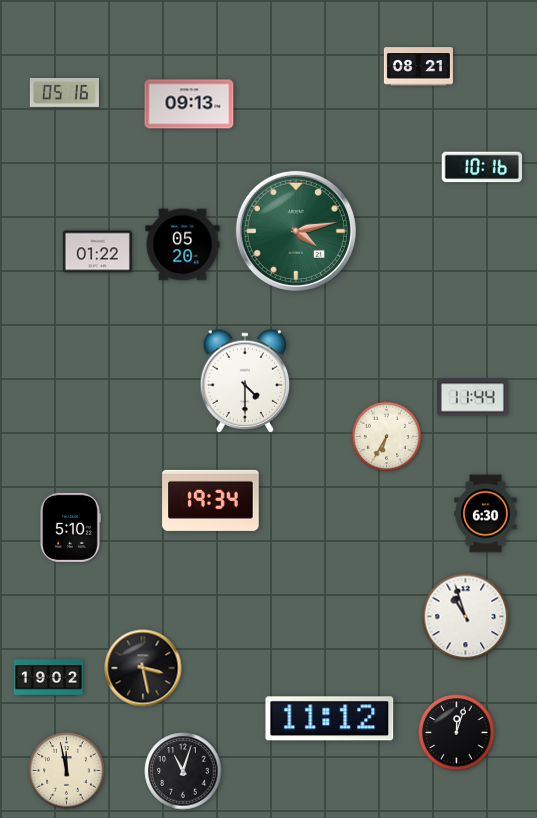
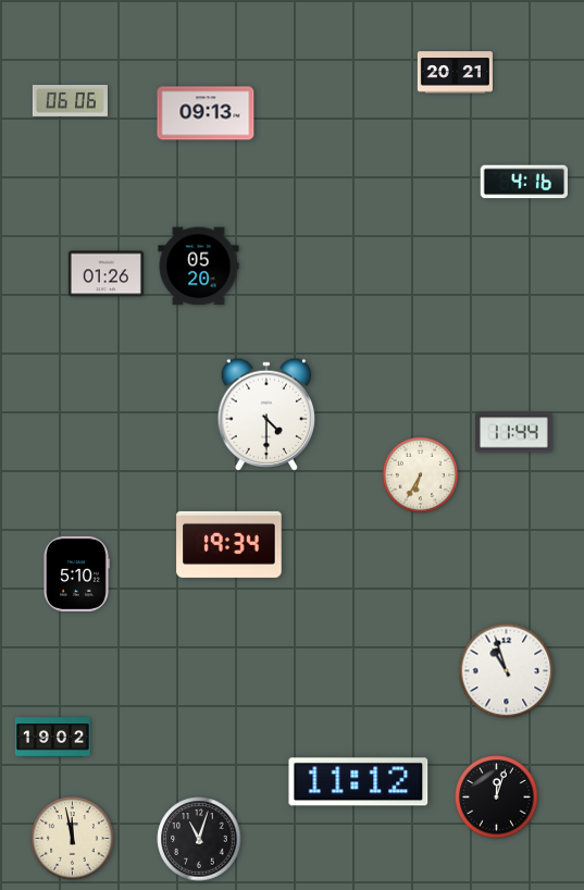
clock at (418, 67): 08:21 -> 20:21
clock at (64, 92): 05:16 -> 06:06
clock at (481, 167): 10:16 -> 4:16
clock at (296, 231): 4:13 -> none
clock at (97, 252): 01:22 -> 01:26
clock at (486, 514): 6:30 -> none
clock at (143, 668): 3:28 -> none
